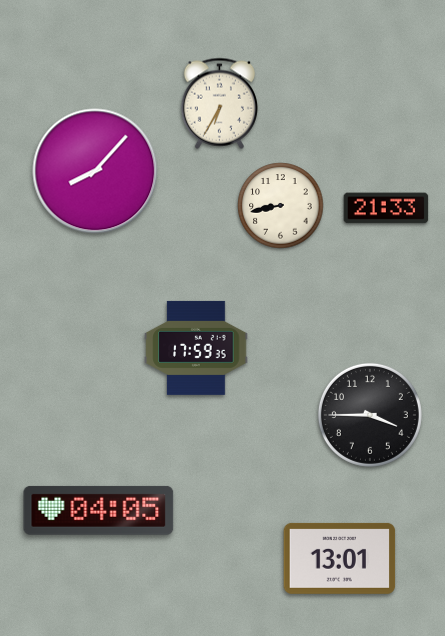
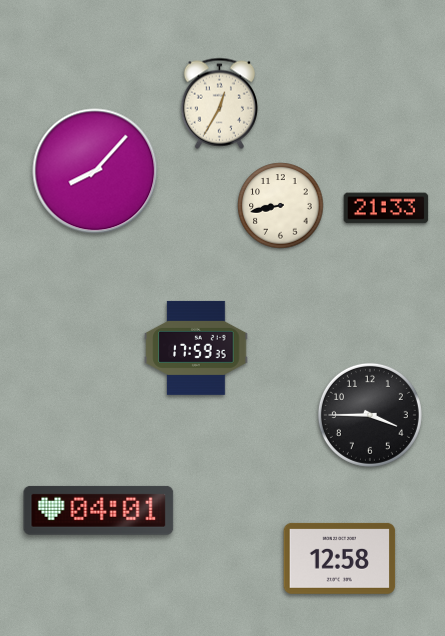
clock at (219, 103): 6:35 -> 12:35
clock at (99, 510): 04:05 -> 04:01
clock at (340, 558): 13:01 -> 12:58
